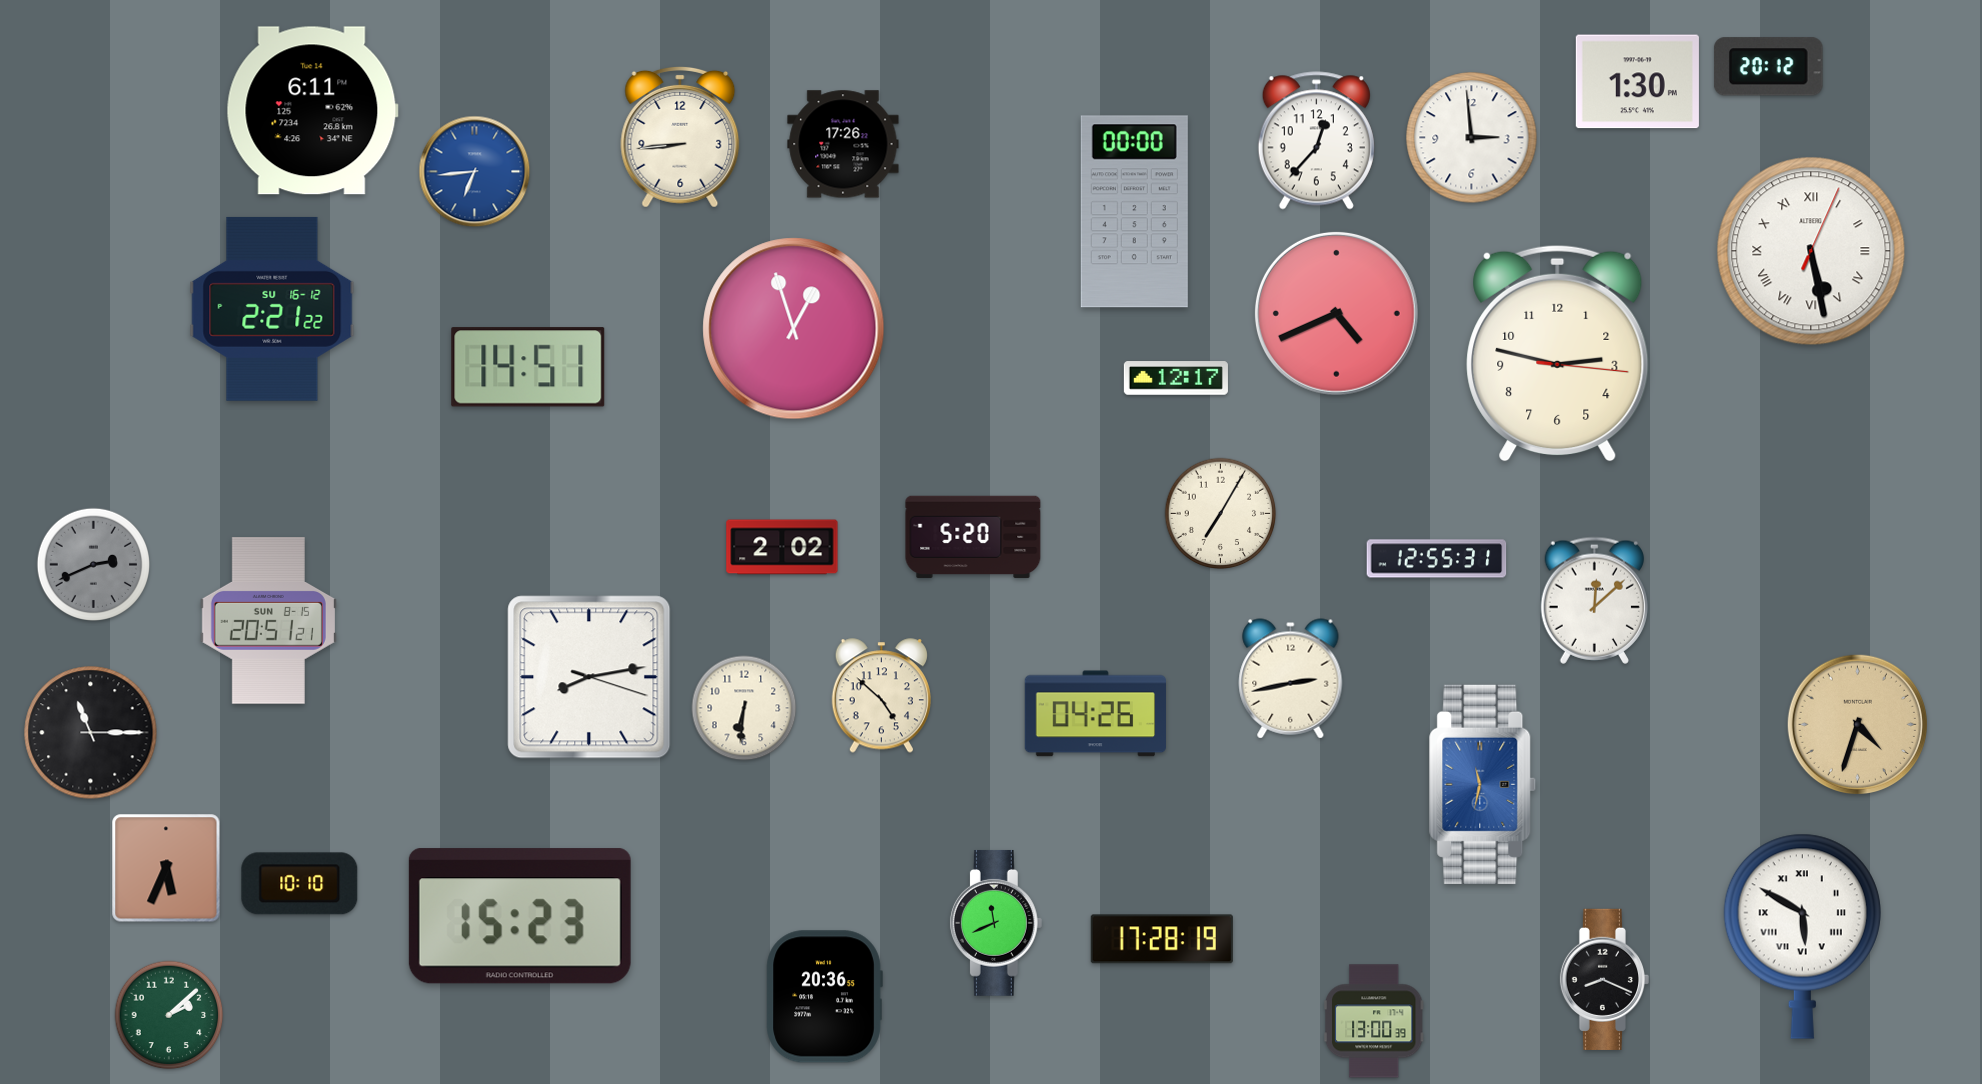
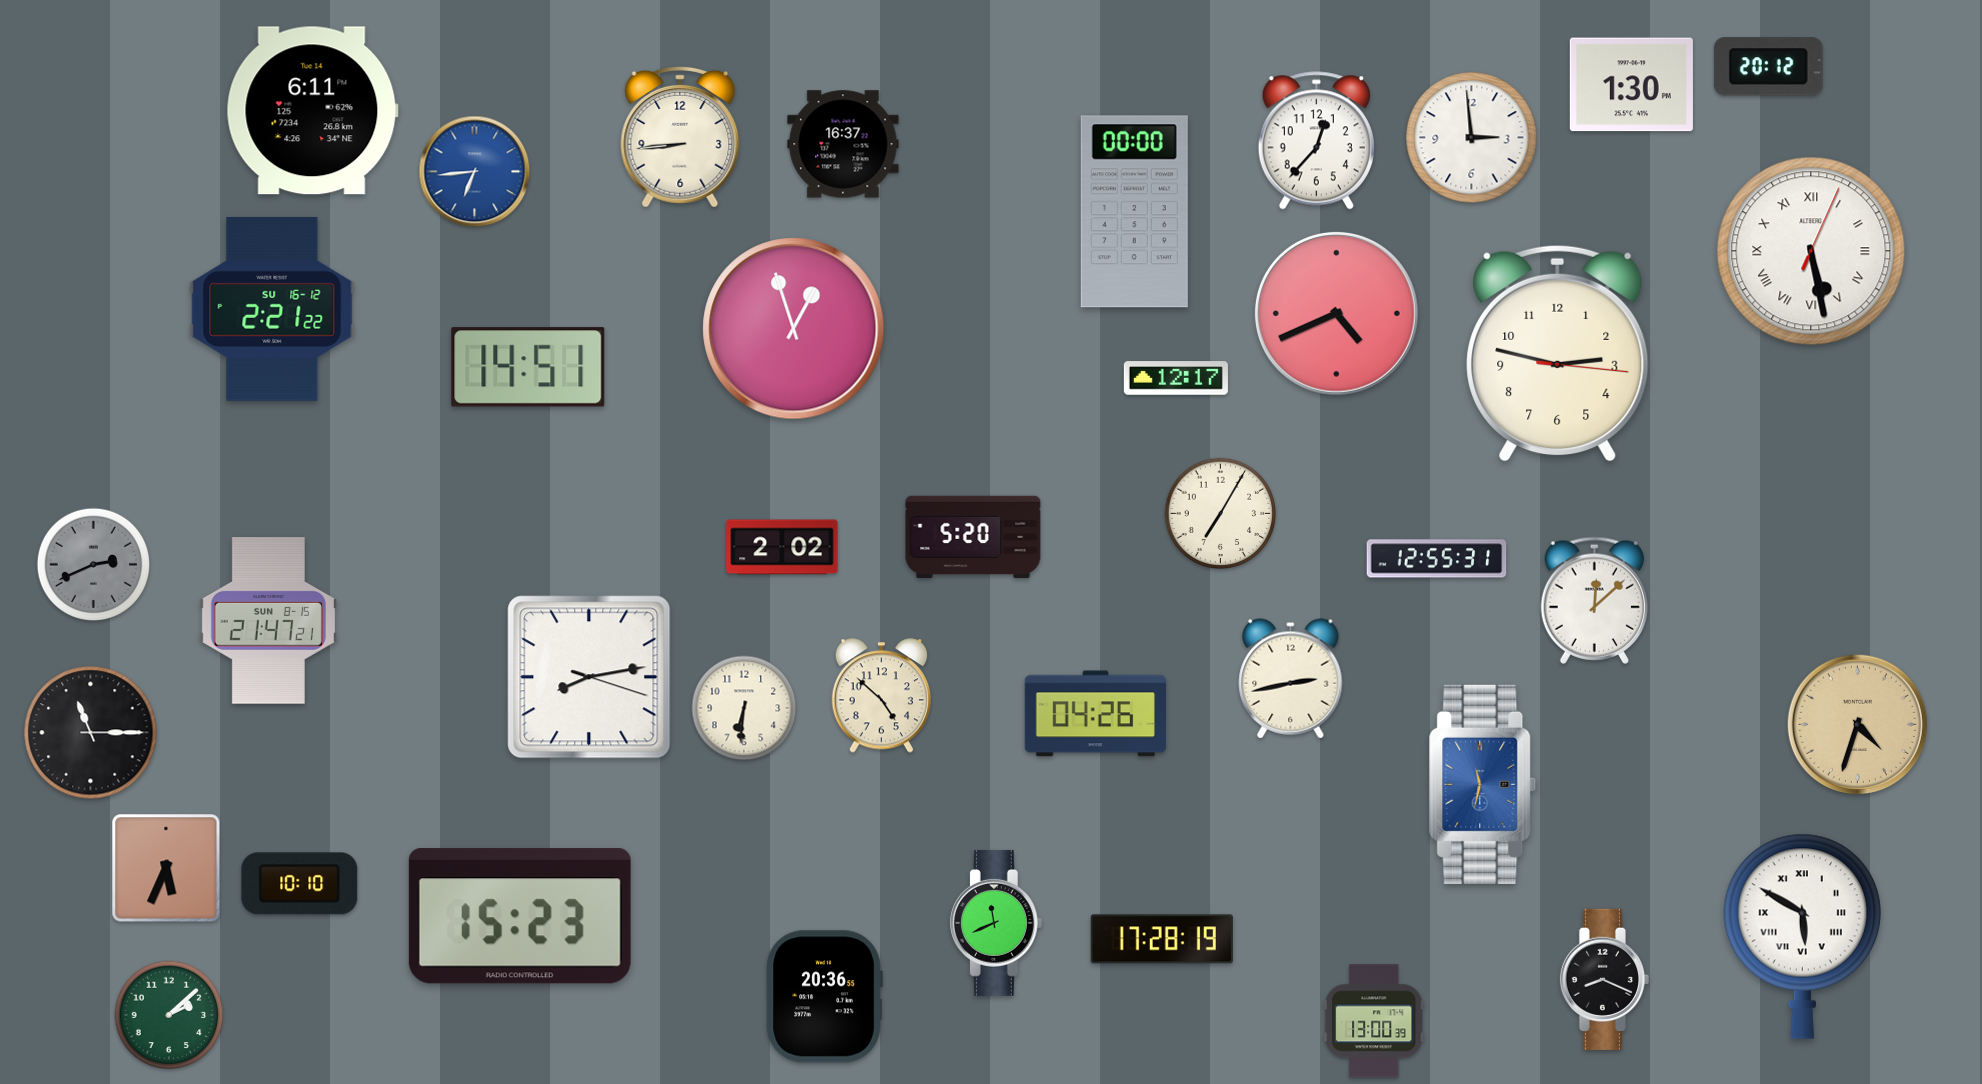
clock at (1637, 82) position: (1637, 82) -> (1631, 85)
clock at (843, 144): 17:26 -> 16:37
clock at (268, 621): 20:51 -> 21:47
